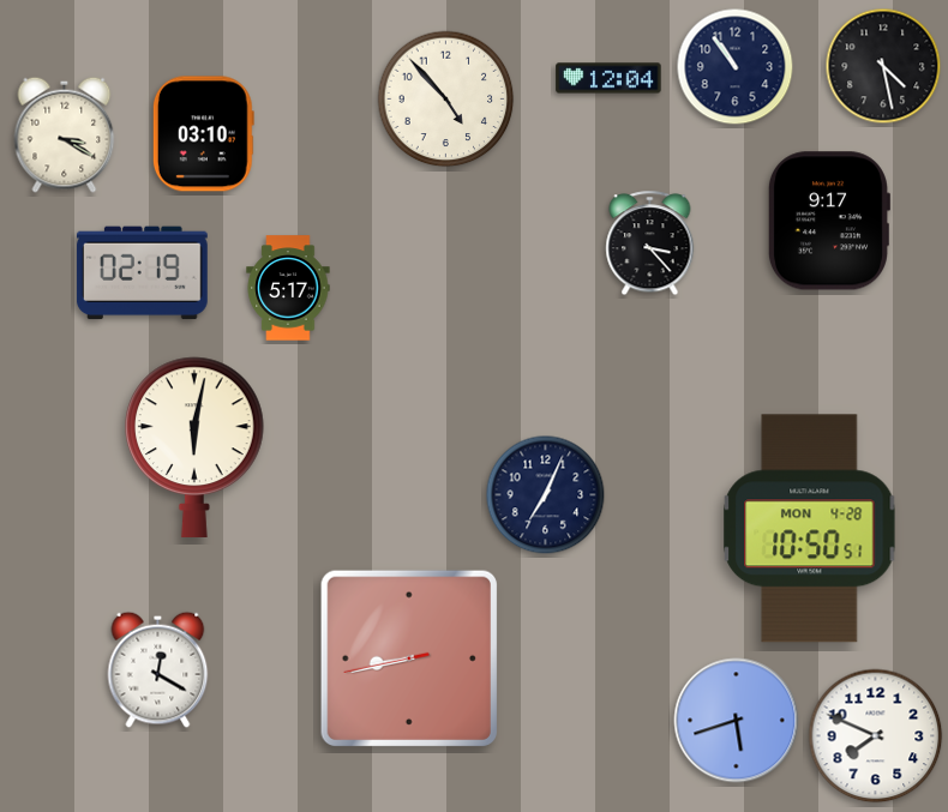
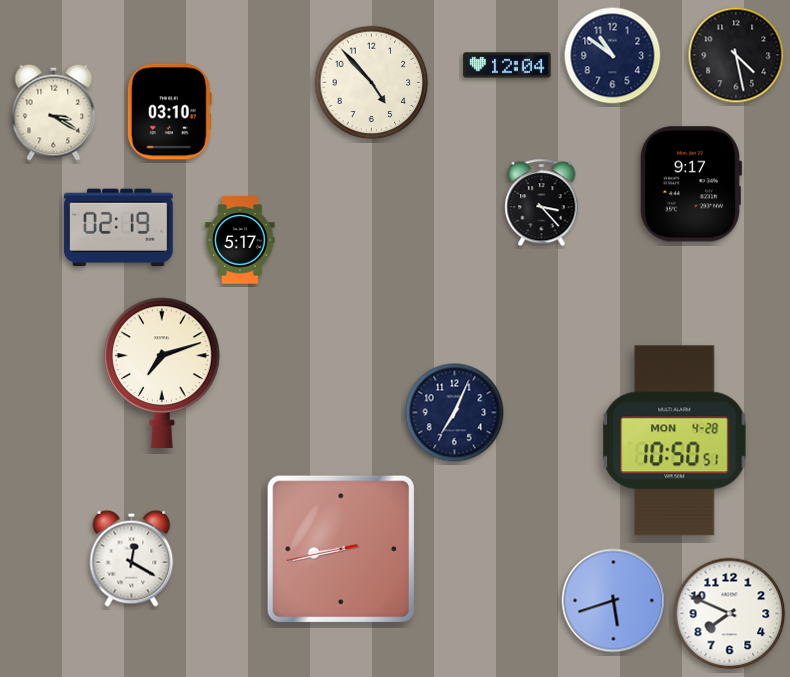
clock at (736, 67): 10:54 -> 10:51
clock at (196, 447): 6:02 -> 7:12
